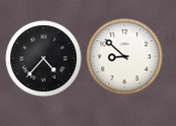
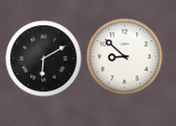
clock at (44, 59): 4:37 -> 6:10
